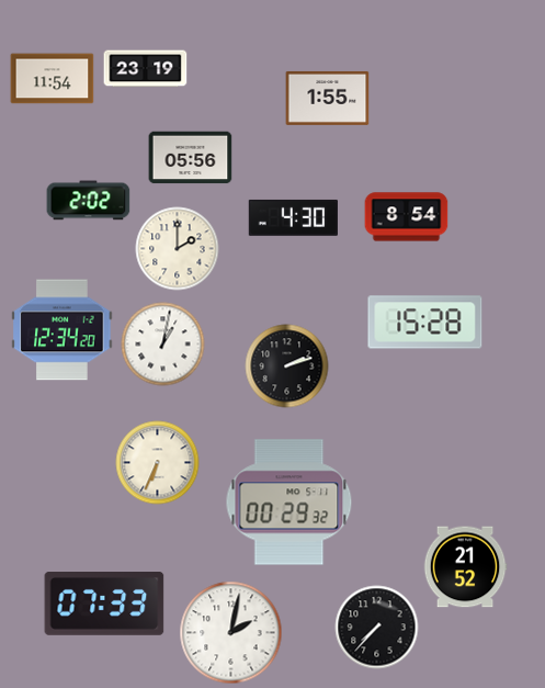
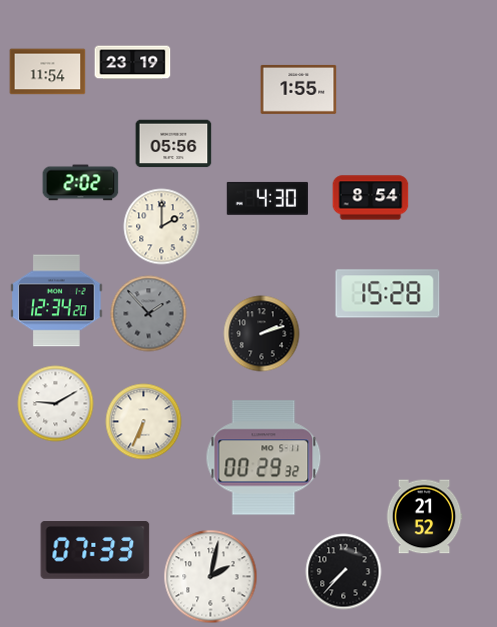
clock at (163, 345): 1:02 -> 1:53
clock at (163, 345) dial: white -> grey
clock at (56, 404): none -> 9:10
